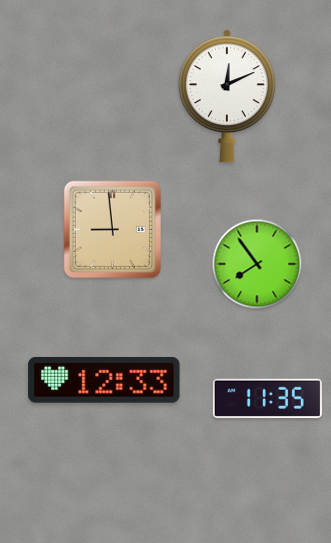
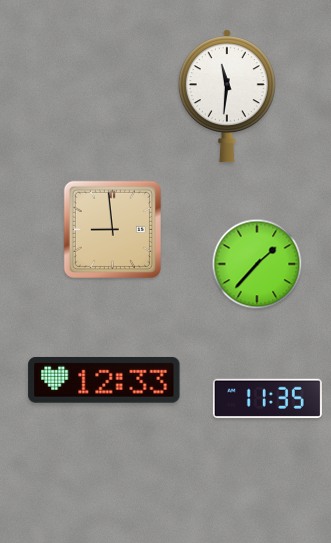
clock at (227, 96): 12:11 -> 11:31
clock at (257, 264): 7:54 -> 1:37
